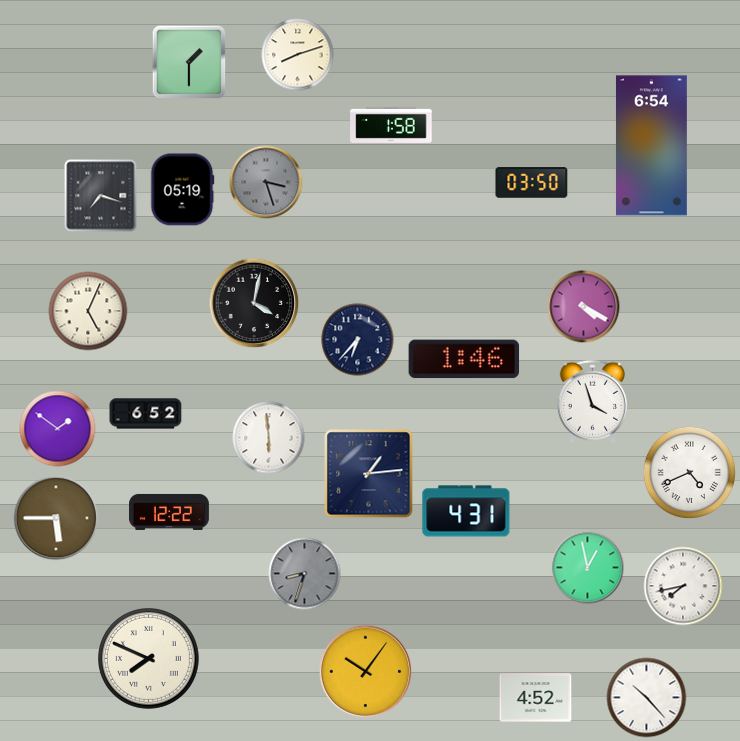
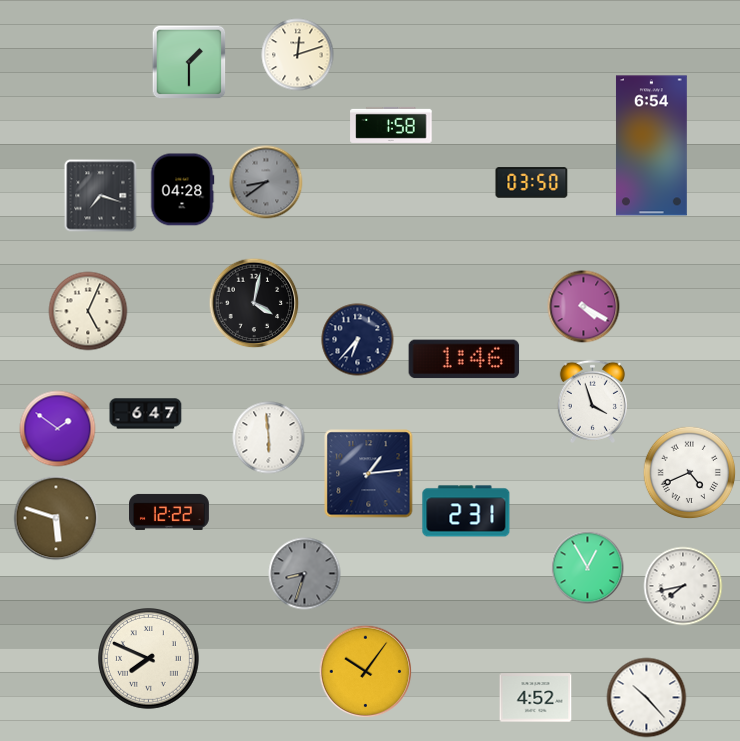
clock at (298, 55): 8:12 -> 12:12
clock at (266, 182): 3:27 -> 8:39
clock at (182, 190): 05:19 -> 04:28
clock at (146, 414): 6:52 -> 6:47
clock at (466, 511): 4:31 -> 2:31
clock at (56, 518): 5:45 -> 5:48
clock at (588, 568): 12:58 -> 12:55
